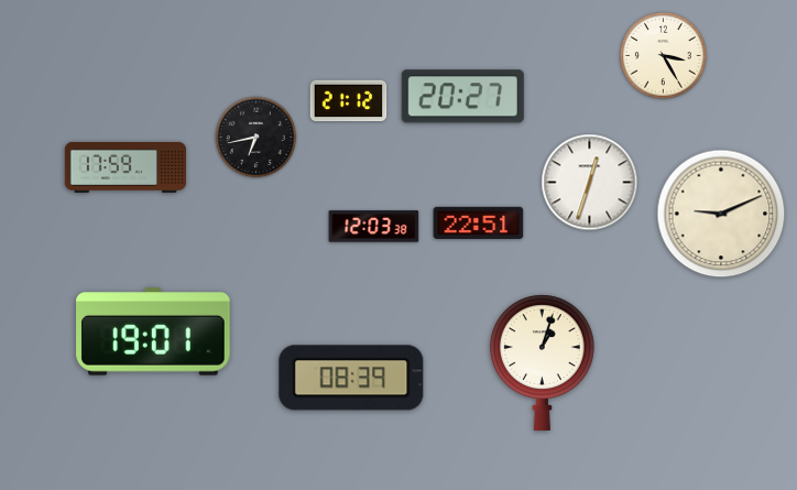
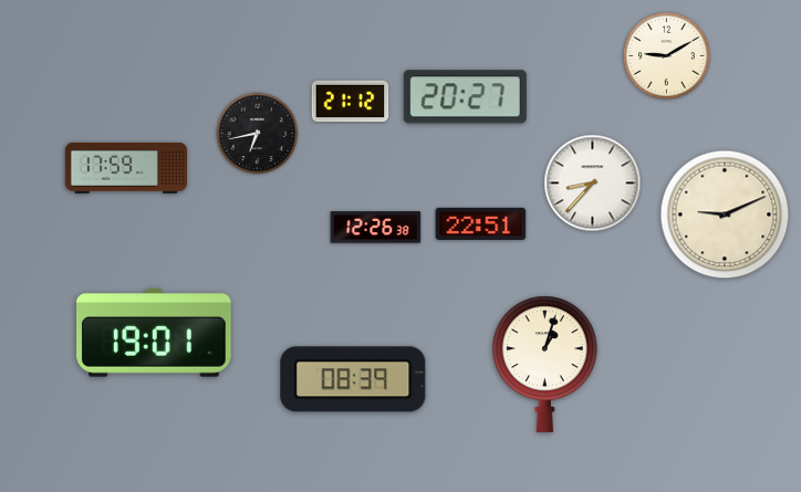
clock at (663, 55): 3:25 -> 9:10
clock at (256, 138) position: (256, 138) -> (258, 134)
clock at (590, 183): 12:33 -> 8:37
clock at (374, 227): 12:03 -> 12:26
